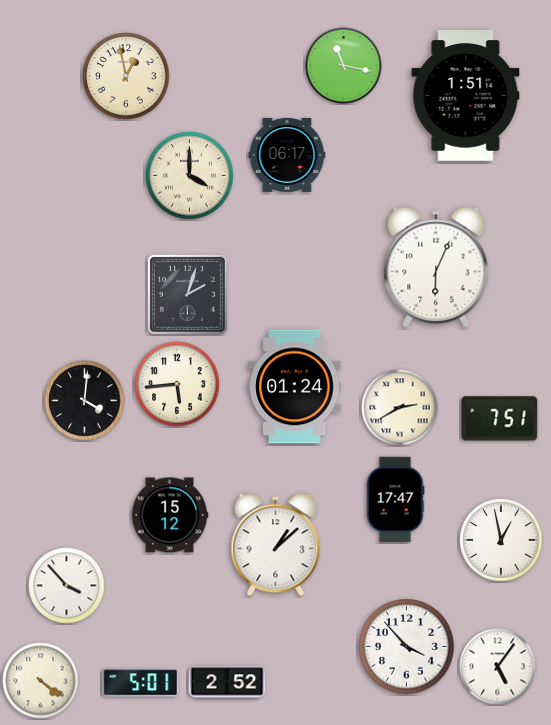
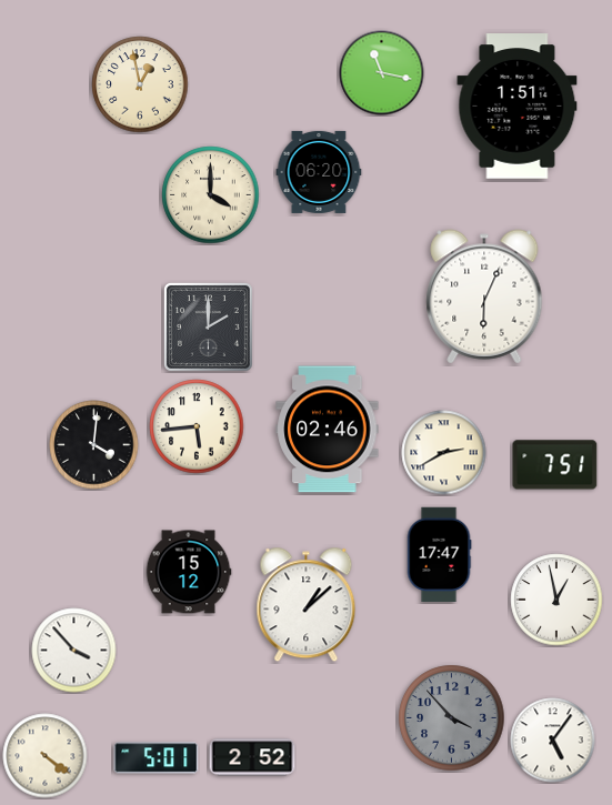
clock at (287, 155): 06:17 -> 06:20
clock at (187, 294): 2:03 -> 2:00
clock at (295, 387): 01:24 -> 02:46
clock at (407, 647) dial: white -> grey
